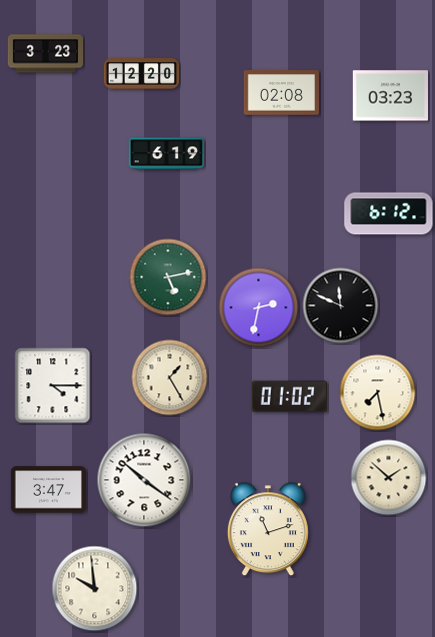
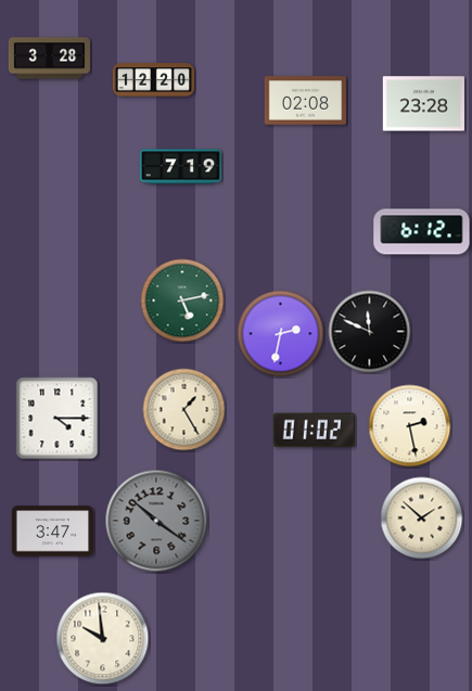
clock at (46, 54): 3:23 -> 3:28
clock at (390, 96): 03:23 -> 23:28
clock at (166, 154): 6:19 -> 7:19
clock at (378, 393): 7:28 -> 2:28
clock at (144, 480) dial: white -> grey
clock at (268, 530): 11:12 -> none
